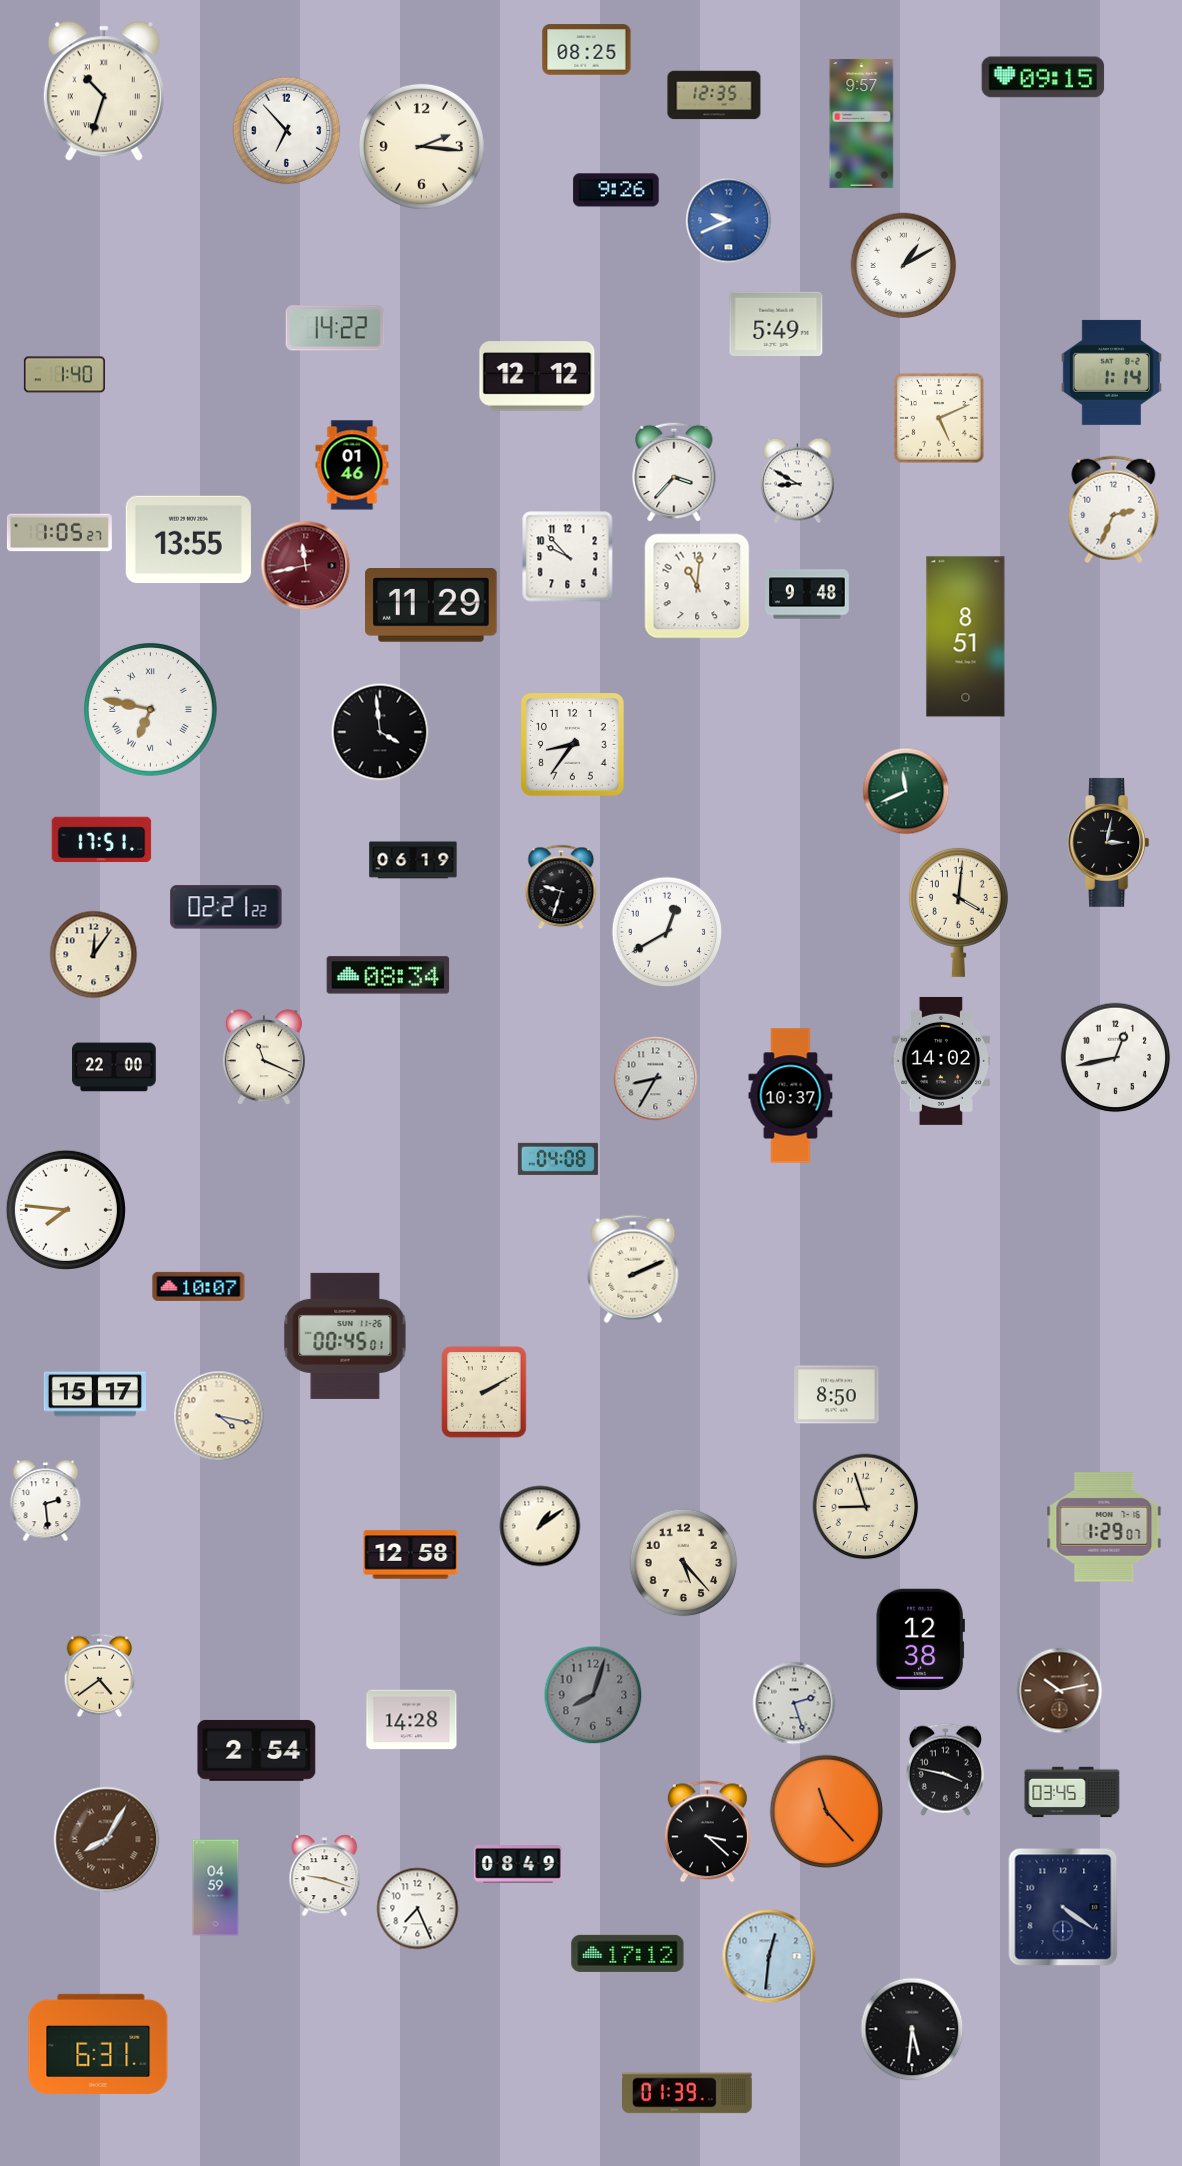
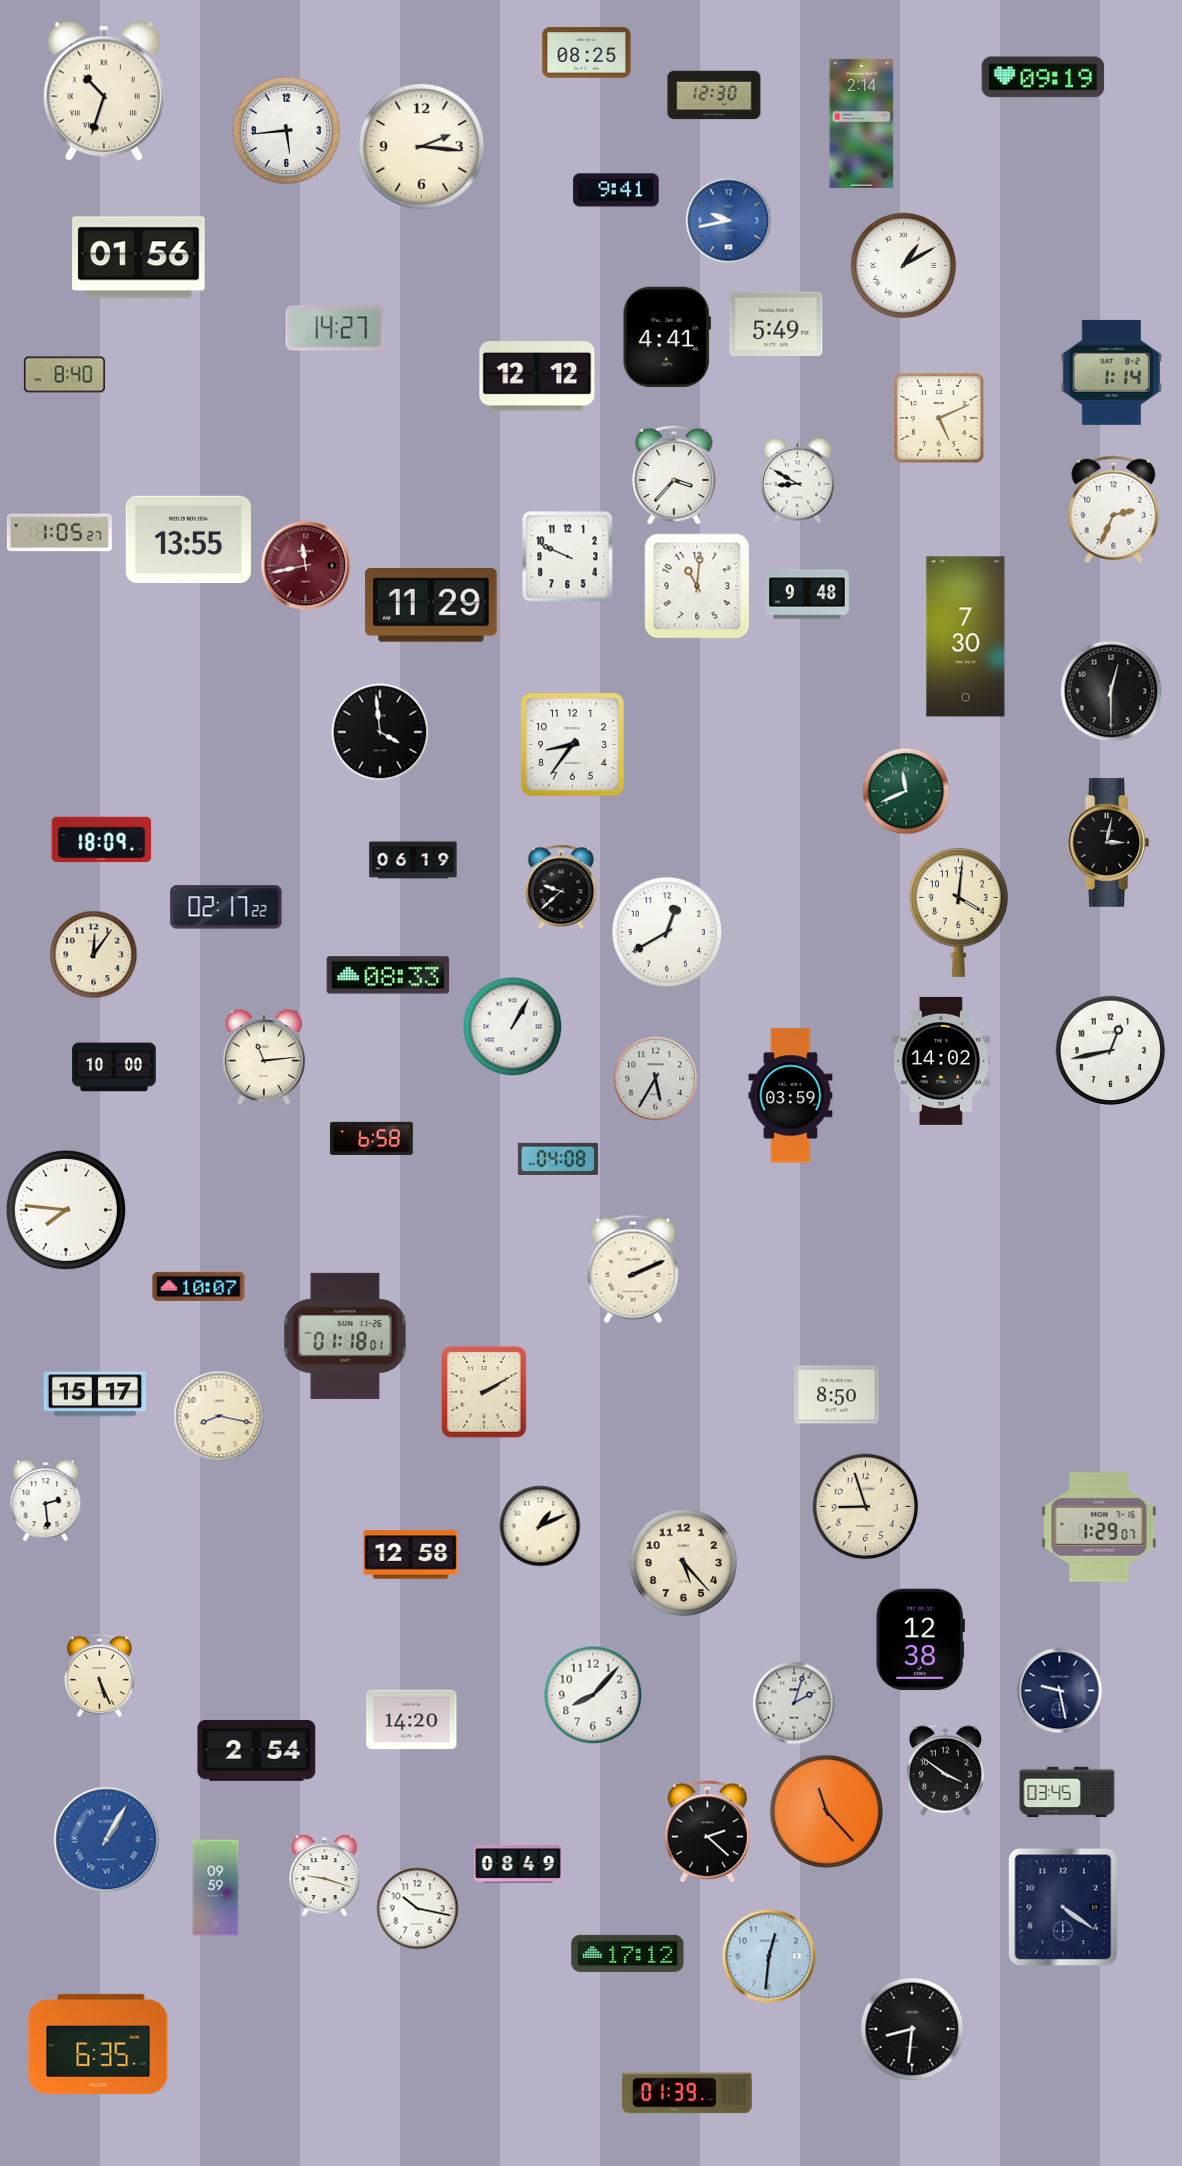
clock at (587, 50) position: (587, 50) -> (587, 53)
clock at (1043, 77): 09:15 -> 09:19
clock at (714, 95): 12:35 -> 12:30
clock at (862, 123): 9:57 -> 2:14
clock at (287, 131): 6:53 -> 5:44
clock at (616, 190): 9:26 -> 9:41
clock at (729, 221): 9:41 -> 9:43
clock at (139, 258): none -> 01:56
clock at (335, 328): 14:22 -> 14:27
clock at (667, 337): none -> 4:41
clock at (64, 375): 1:40 -> 8:40
clock at (352, 465): 01:46 -> none
clock at (674, 472) position: (674, 472) -> (674, 475)
clock at (568, 557): 9:53 -> 9:49
clock at (966, 637): 8:51 -> 7:30
clock at (1111, 691): none -> 12:30
clock at (150, 709): 6:47 -> none
clock at (102, 840): 17:51 -> 18:09
clock at (561, 887): 9:33 -> 9:38
clock at (226, 907): 02:21 -> 02:17
clock at (388, 975): 08:34 -> 08:33
clock at (513, 1027): none -> 1:05
clock at (264, 1058): 11:19 -> 11:14
clock at (1116, 1058) position: (1116, 1058) -> (1111, 1051)
clock at (114, 1067): 22:00 -> 10:00
clock at (656, 1079): 8:35 -> 5:35
clock at (791, 1096): 10:37 -> 03:59
clock at (371, 1138): none -> 6:58
clock at (345, 1336): 00:45 -> 01:18
clock at (219, 1416): 4:17 -> 8:17
clock at (540, 1526): 1:09 -> 1:11
clock at (1104, 1527) position: (1104, 1527) -> (1099, 1527)
clock at (100, 1676): 4:39 -> 5:26
clock at (1060, 1691): 10:13 -> 9:28
clock at (1060, 1691) dial: brown -> navy
clock at (593, 1695): 8:03 -> 8:07
clock at (593, 1695) dial: grey -> white
clock at (794, 1703): 2:27 -> 2:03
clock at (412, 1720): 14:28 -> 14:20
clock at (945, 1769): 3:47 -> 3:51
clock at (1072, 1792) position: (1072, 1792) -> (1067, 1792)
clock at (707, 1832): 3:22 -> 2:22
clock at (107, 1840): 8:05 -> 1:05
clock at (107, 1840) dial: brown -> blue
clock at (216, 1888): 04:59 -> 09:59
clock at (418, 1909): 7:26 -> 10:17
clock at (912, 2029): 5:31 -> 8:31
clock at (98, 2044): 6:31 -> 6:35
